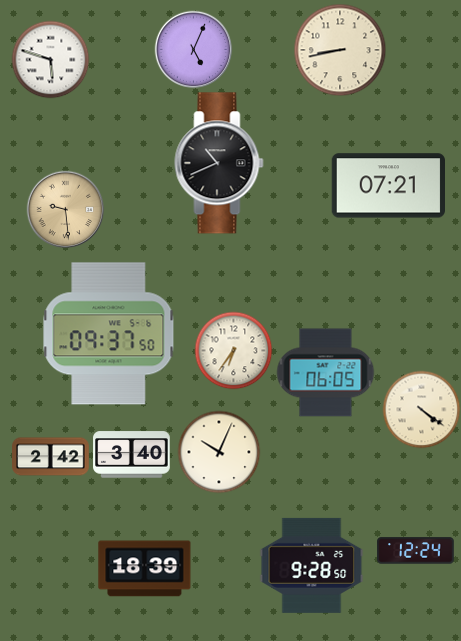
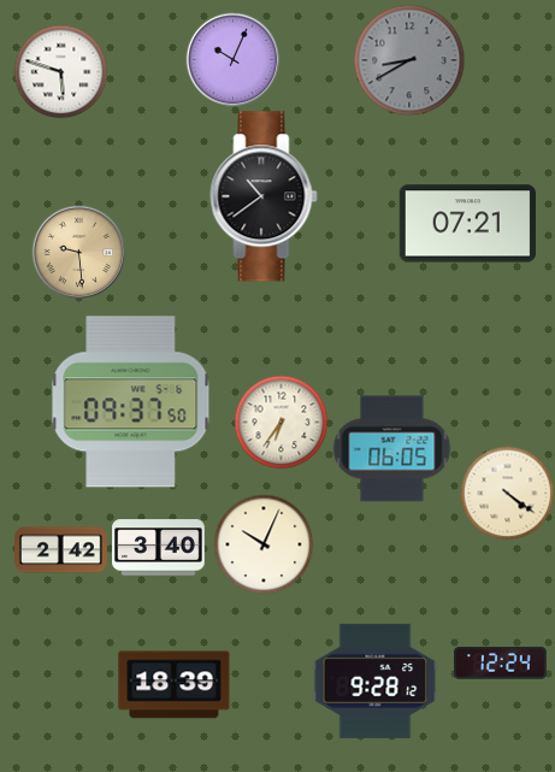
clock at (193, 49): 5:04 -> 10:04
clock at (340, 50): 8:43 -> 8:40
clock at (340, 50) dial: cream -> grey
clock at (219, 163): 10:41 -> 10:39
clock at (312, 565): 9:28:50 -> 9:28:12
